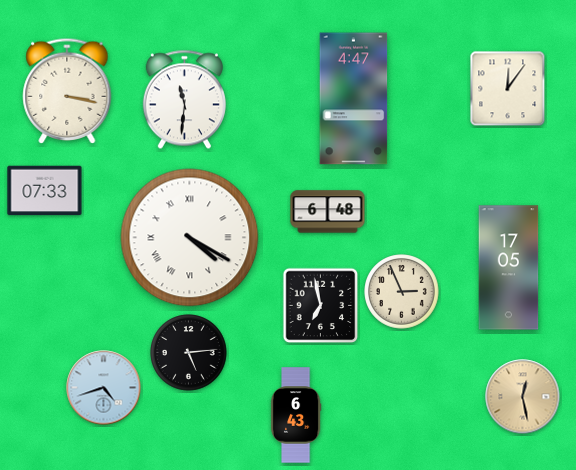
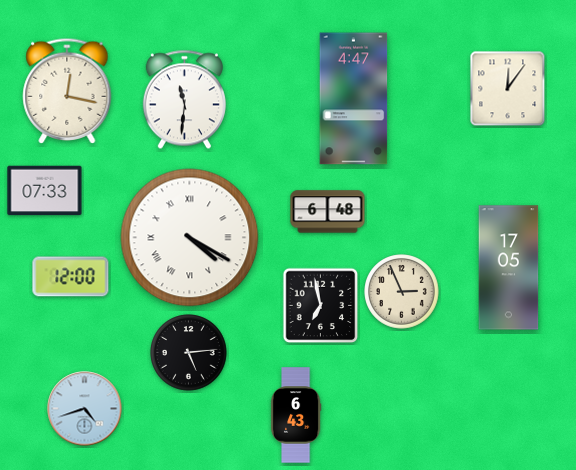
clock at (67, 91): 3:17 -> 12:17
clock at (71, 277): none -> 12:00
clock at (104, 388) position: (104, 388) -> (85, 409)
clock at (523, 397): 12:28 -> none
